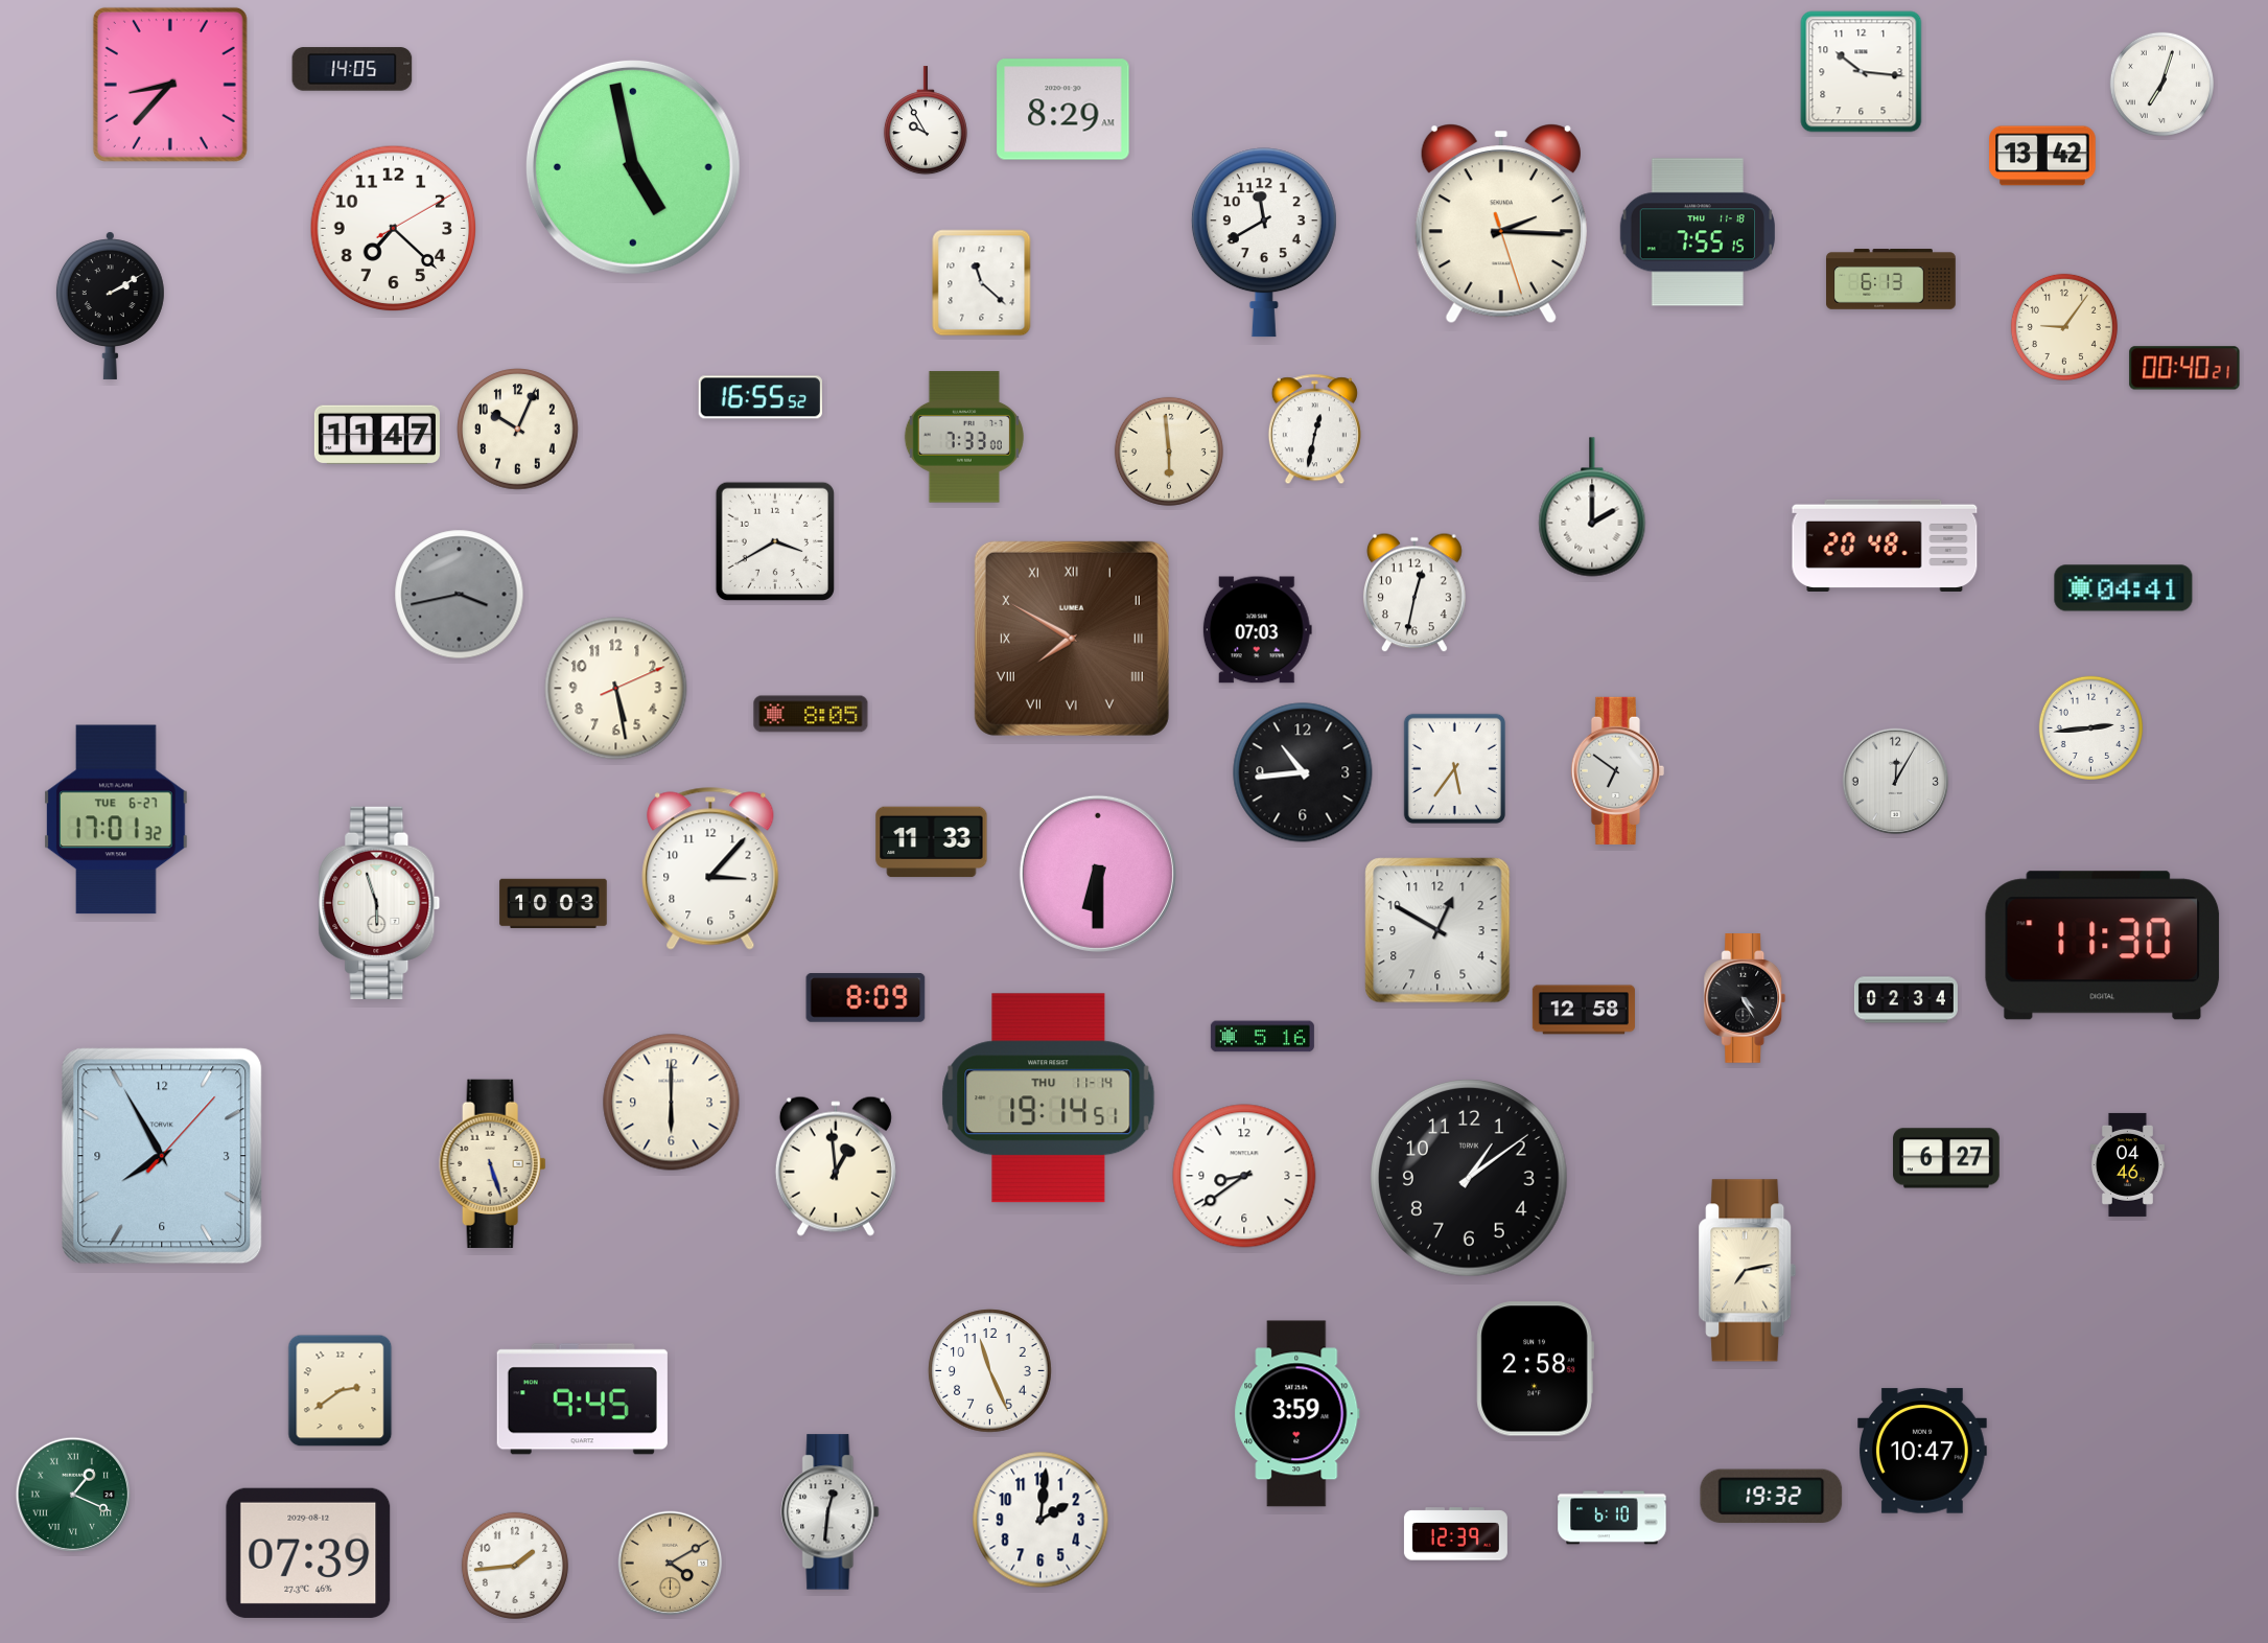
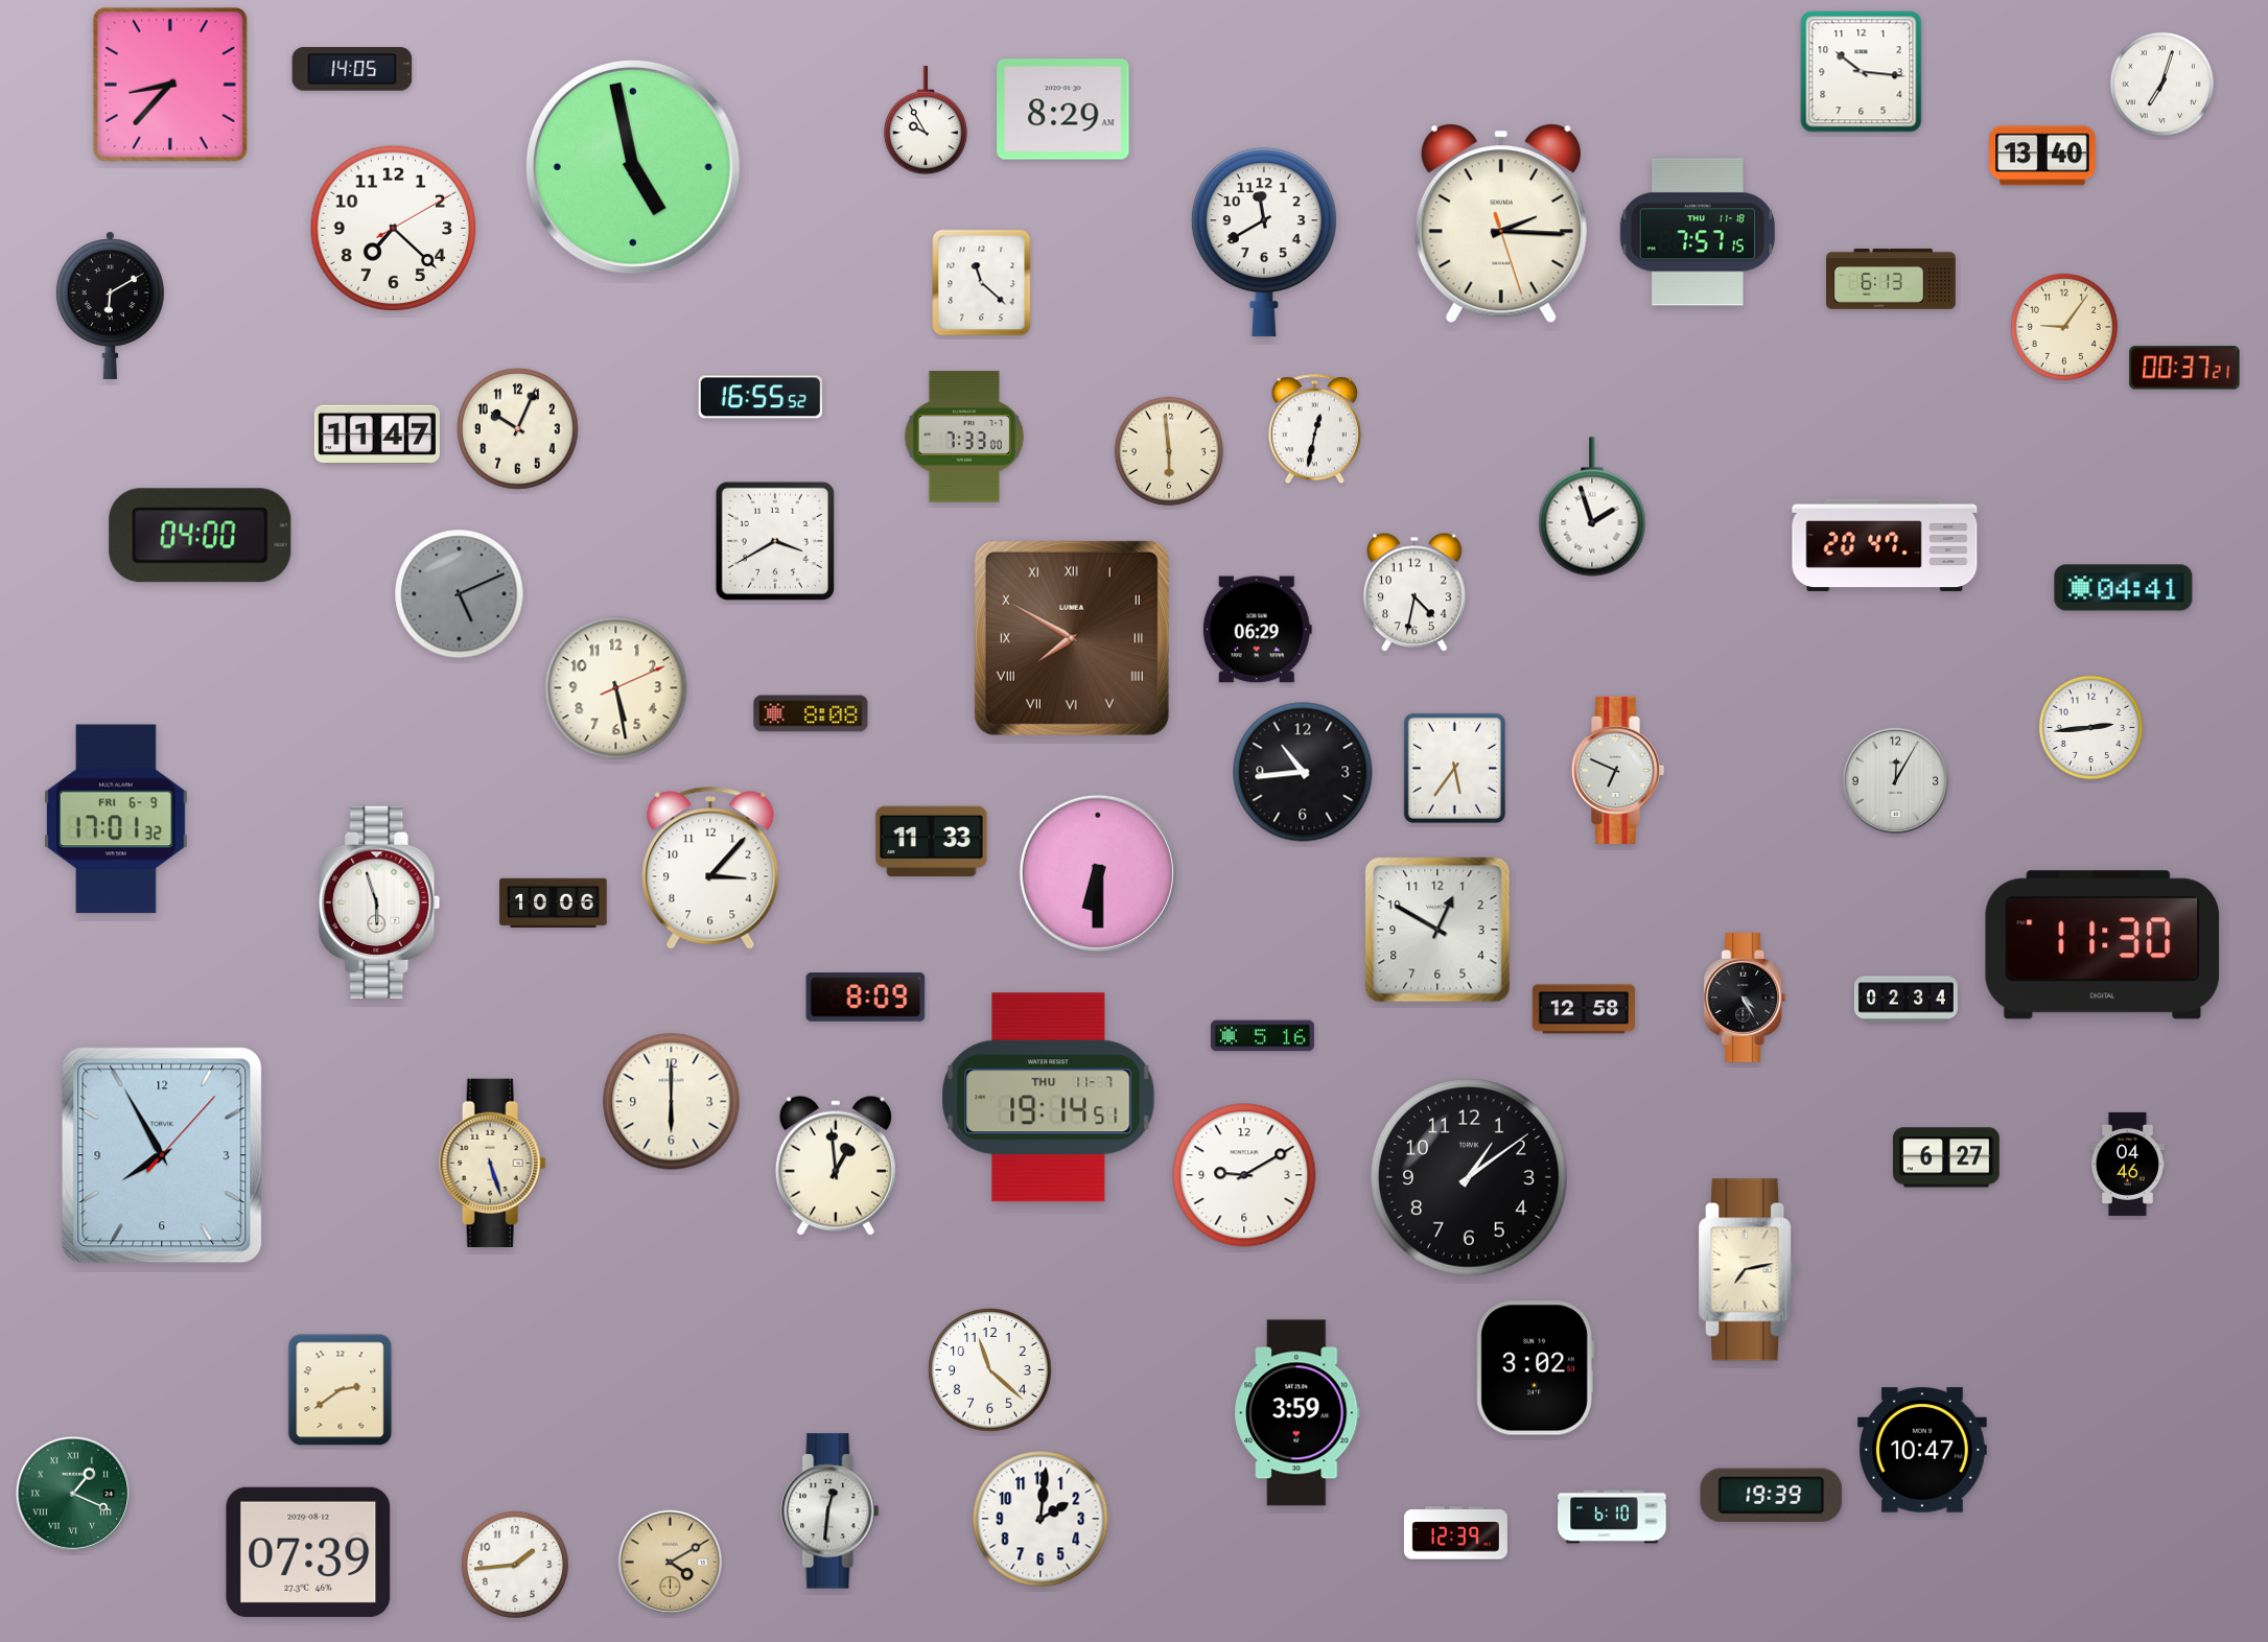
clock at (2042, 156): 13:42 -> 13:40
clock at (1697, 232): 7:55 -> 7:57
clock at (110, 305): 2:10 -> 6:10
clock at (2184, 368): 00:40 -> 00:37
clock at (1592, 507): 2:00 -> 1:57
clock at (201, 536): none -> 04:00
clock at (1885, 546): 20:48 -> 20:47
clock at (1414, 593): 12:32 -> 4:32
clock at (460, 595): 3:43 -> 5:11
clock at (1257, 630): 07:03 -> 06:29
clock at (811, 714): 8:05 -> 8:08
clock at (1617, 770): 6:51 -> 6:49
clock at (117, 819) date: TUE 6-27 -> FRI 6-9
clock at (554, 904): 10:03 -> 10:06
clock at (1049, 1098) date: THU 11-14 -> THU 11-7
clock at (1244, 1176): 8:39 -> 9:10
clock at (1535, 1369): 2:58 -> 3:02
clock at (990, 1371): 11:26 -> 11:22
clock at (582, 1399): 9:45 -> none
clock at (1772, 1497): 19:32 -> 19:39
